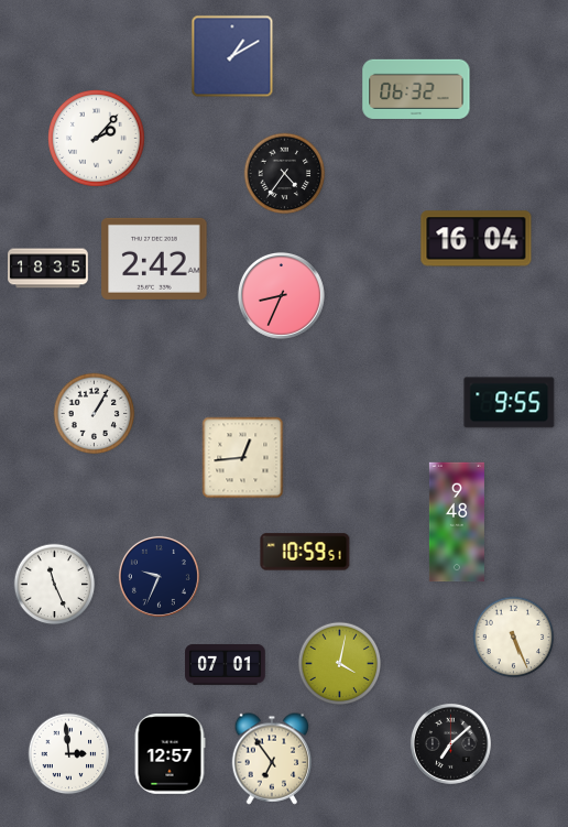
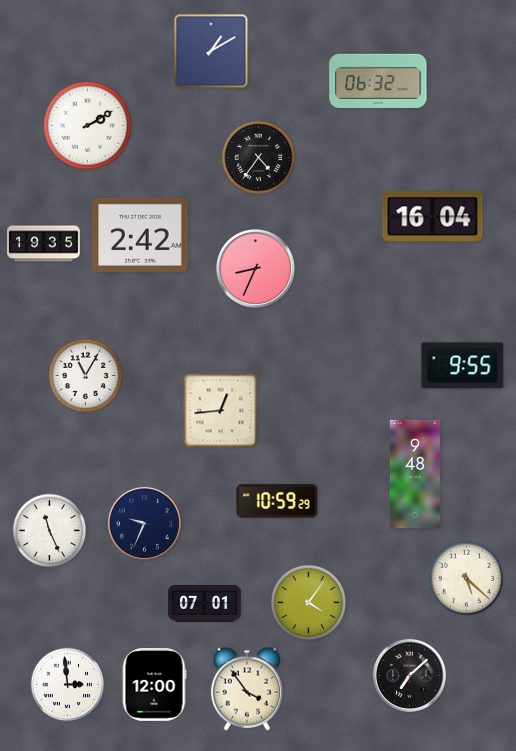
clock at (97, 139): 2:07 -> 2:10
clock at (48, 269): 18:35 -> 19:35
clock at (95, 414): 1:05 -> 11:05
clock at (243, 458) position: (243, 458) -> (221, 411)
clock at (305, 552): 10:59:51 -> 10:59:29
clock at (514, 638): 5:26 -> 5:22
clock at (340, 664): 4:02 -> 4:06
clock at (69, 754) position: (69, 754) -> (68, 685)
clock at (170, 754): 12:57 -> 12:00
clock at (272, 759): 6:54 -> 3:54
